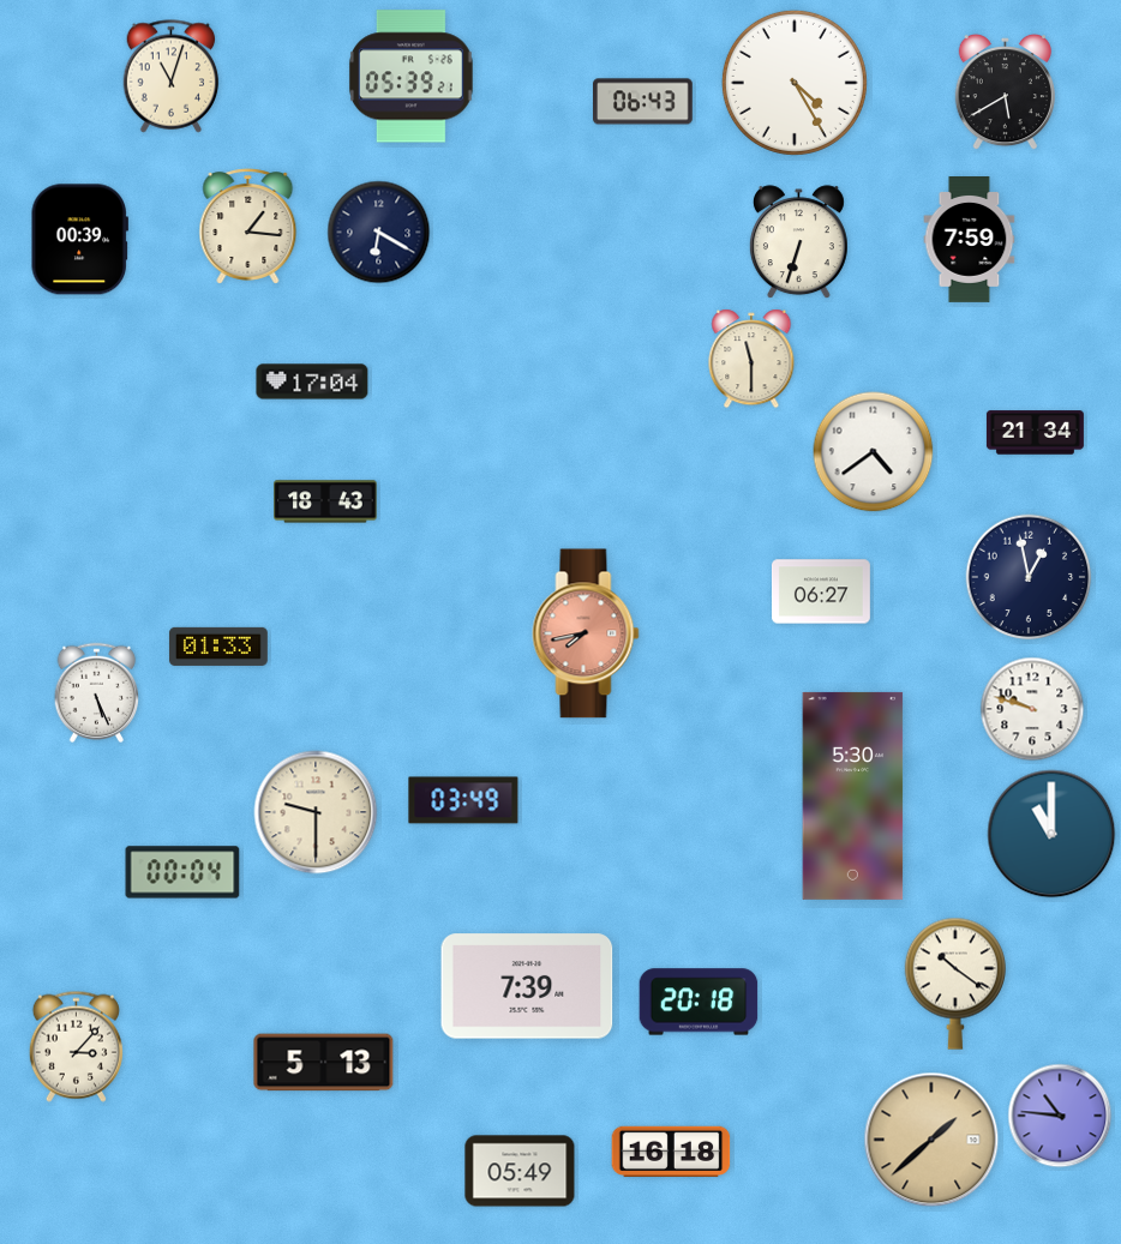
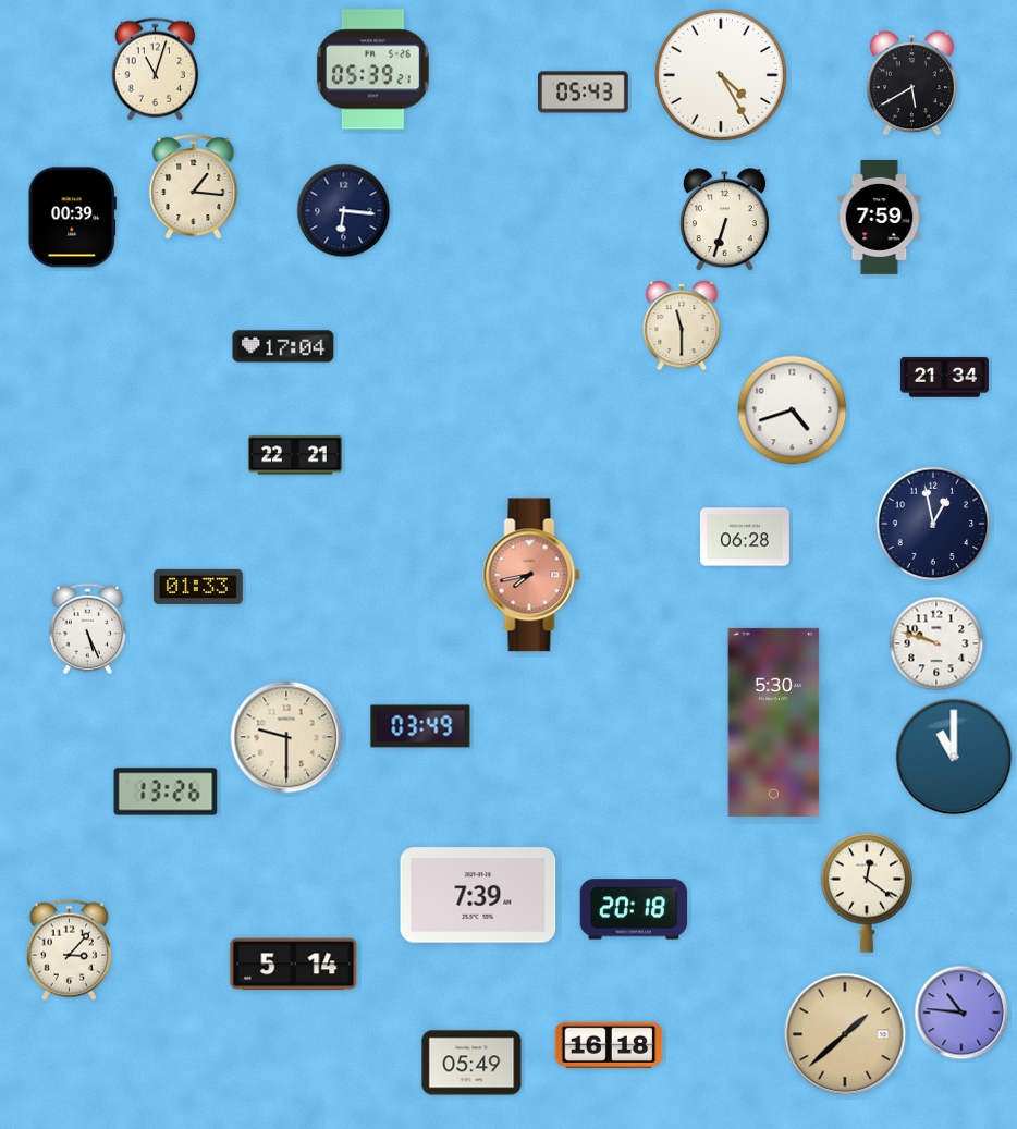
clock at (643, 102): 06:43 -> 05:43
clock at (248, 227) position: (248, 227) -> (194, 187)
clock at (379, 233): 6:20 -> 6:16
clock at (1035, 433) position: (1035, 433) -> (944, 378)
clock at (874, 452): 4:39 -> 4:42
clock at (325, 501): 18:43 -> 22:21
clock at (822, 591): 06:27 -> 06:28
clock at (182, 872): 00:04 -> 13:26
clock at (955, 984): 10:21 -> 12:21
clock at (324, 1063): 5:13 -> 5:14
